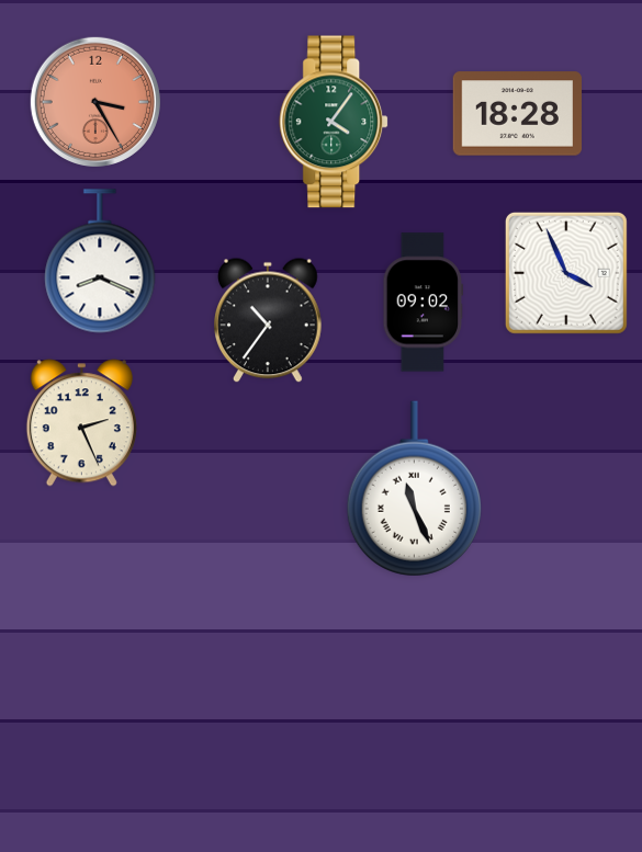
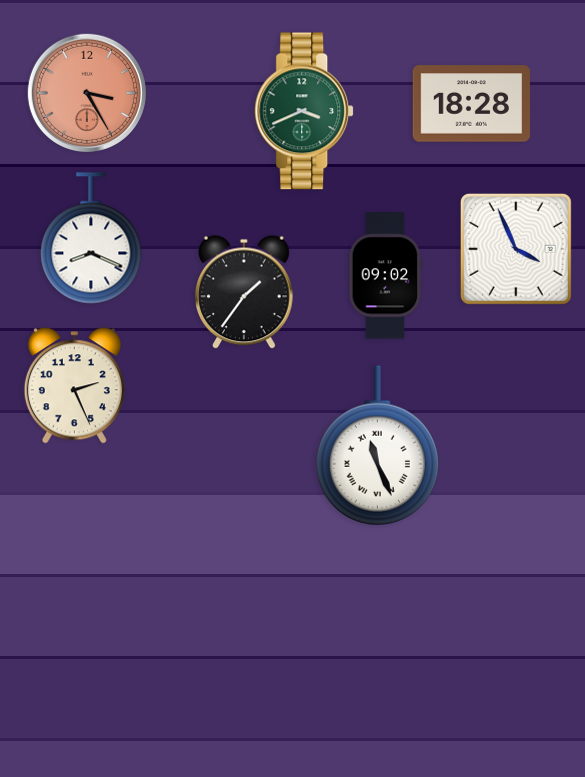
clock at (335, 122): 4:06 -> 3:41
clock at (269, 320): 10:36 -> 1:36
